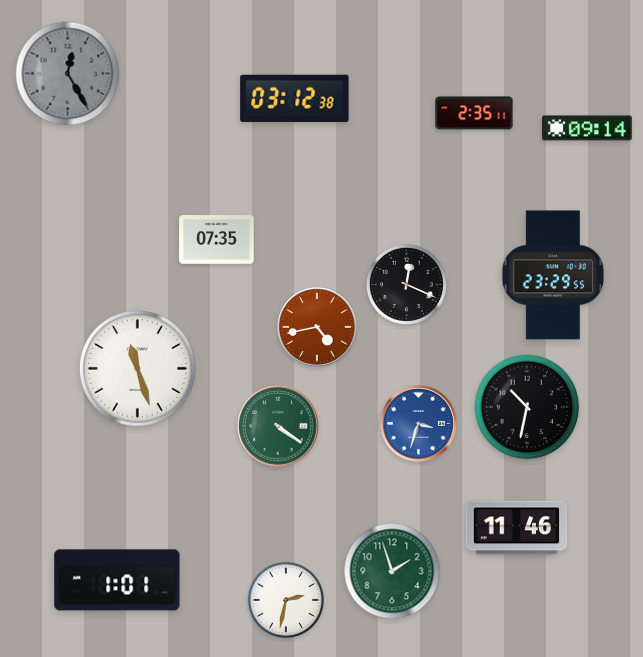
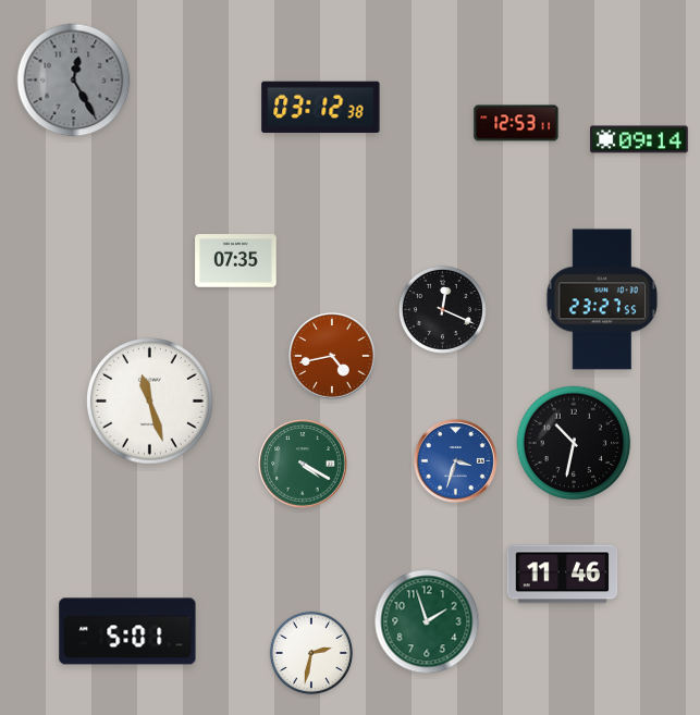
clock at (474, 113): 2:35 -> 12:53
clock at (553, 275): 23:29 -> 23:27
clock at (318, 328) position: (318, 328) -> (333, 357)
clock at (278, 426): 4:21 -> 4:20
clock at (117, 580): 1:01 -> 5:01
